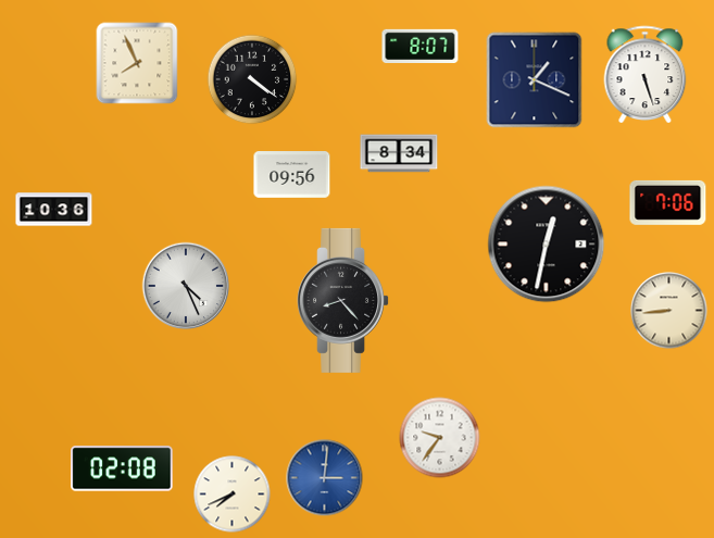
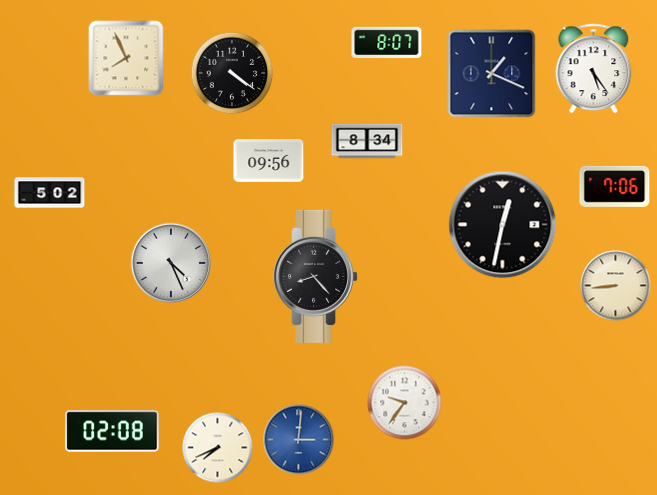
clock at (646, 74): 5:27 -> 5:24
clock at (54, 210): 10:36 -> 5:02
clock at (233, 495) position: (233, 495) -> (218, 448)
